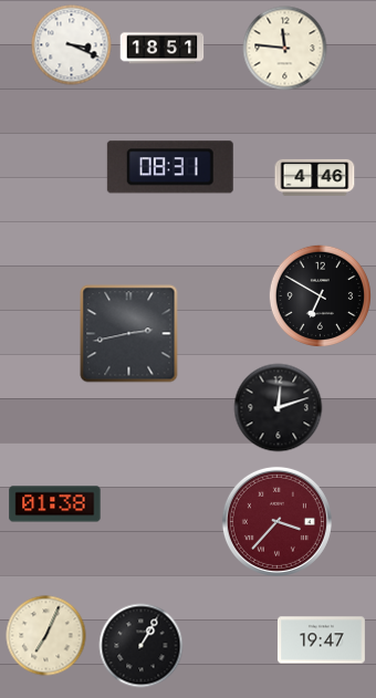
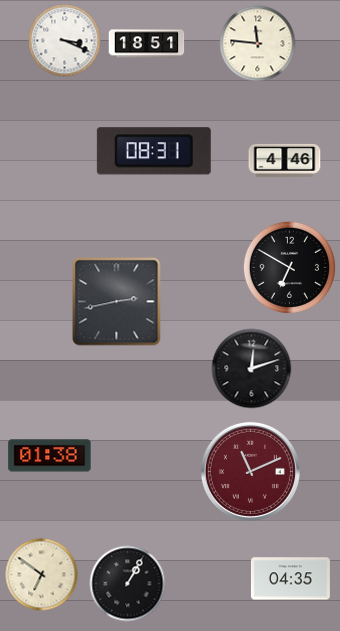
clock at (276, 521): 3:37 -> 11:11
clock at (46, 636): 7:04 -> 6:51
clock at (321, 640): 19:47 -> 04:35
